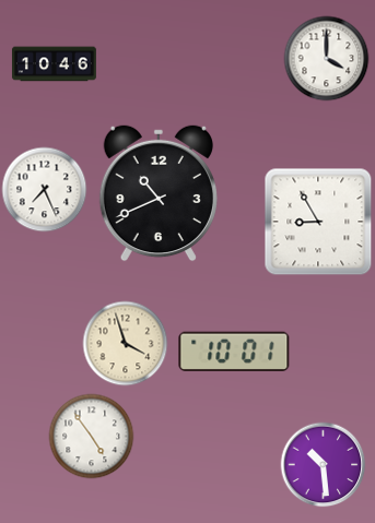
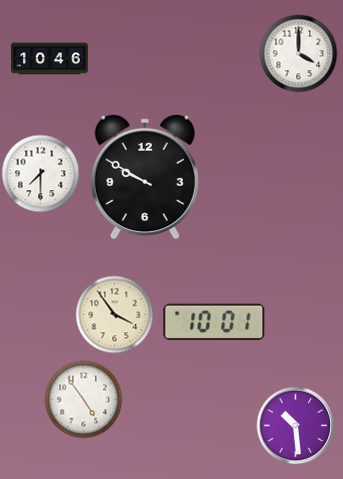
clock at (44, 189): 7:26 -> 7:30
clock at (159, 193): 10:41 -> 9:50
clock at (318, 222): 8:55 -> none
clock at (125, 343): 3:57 -> 3:54
